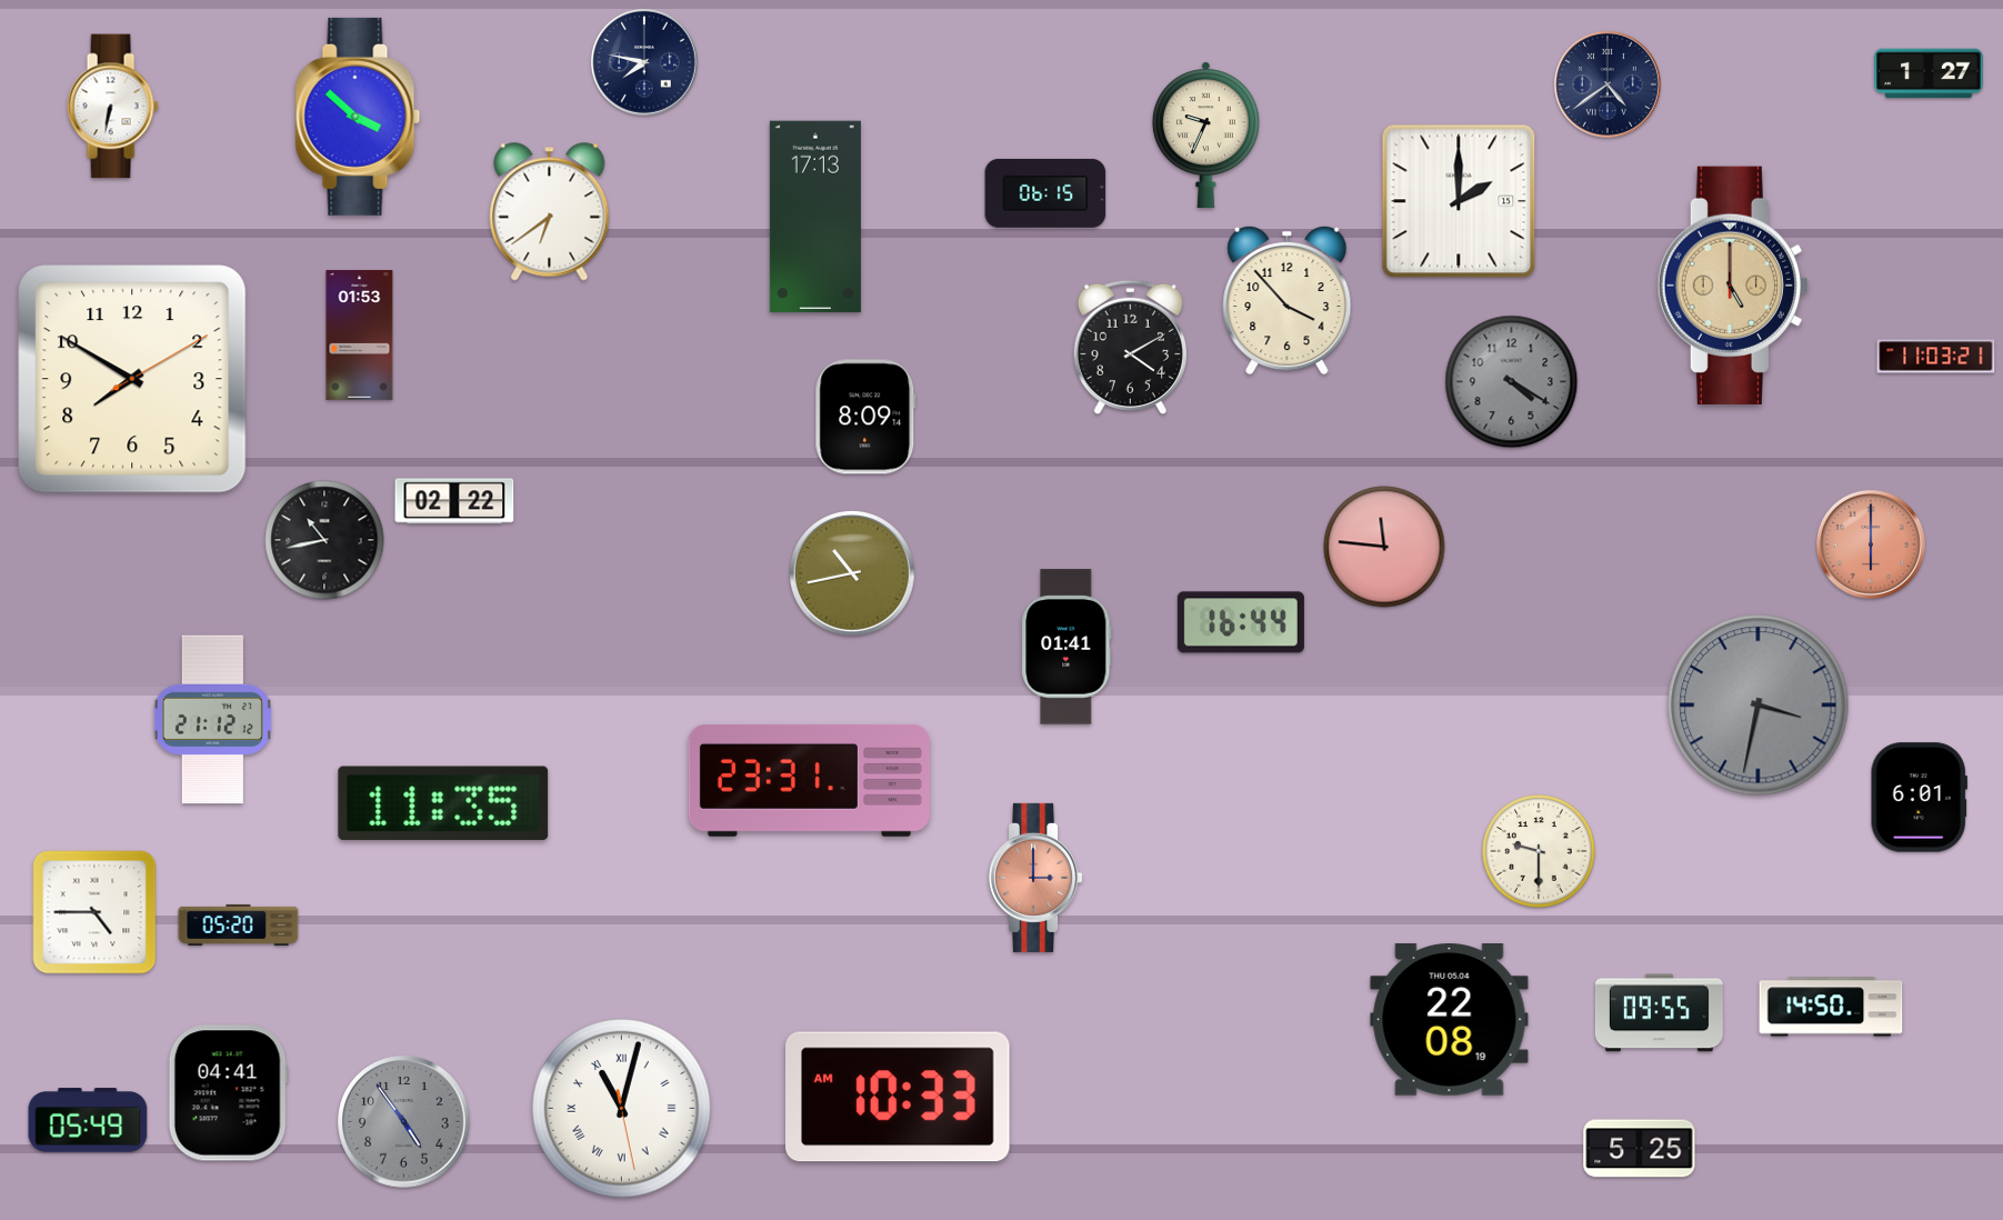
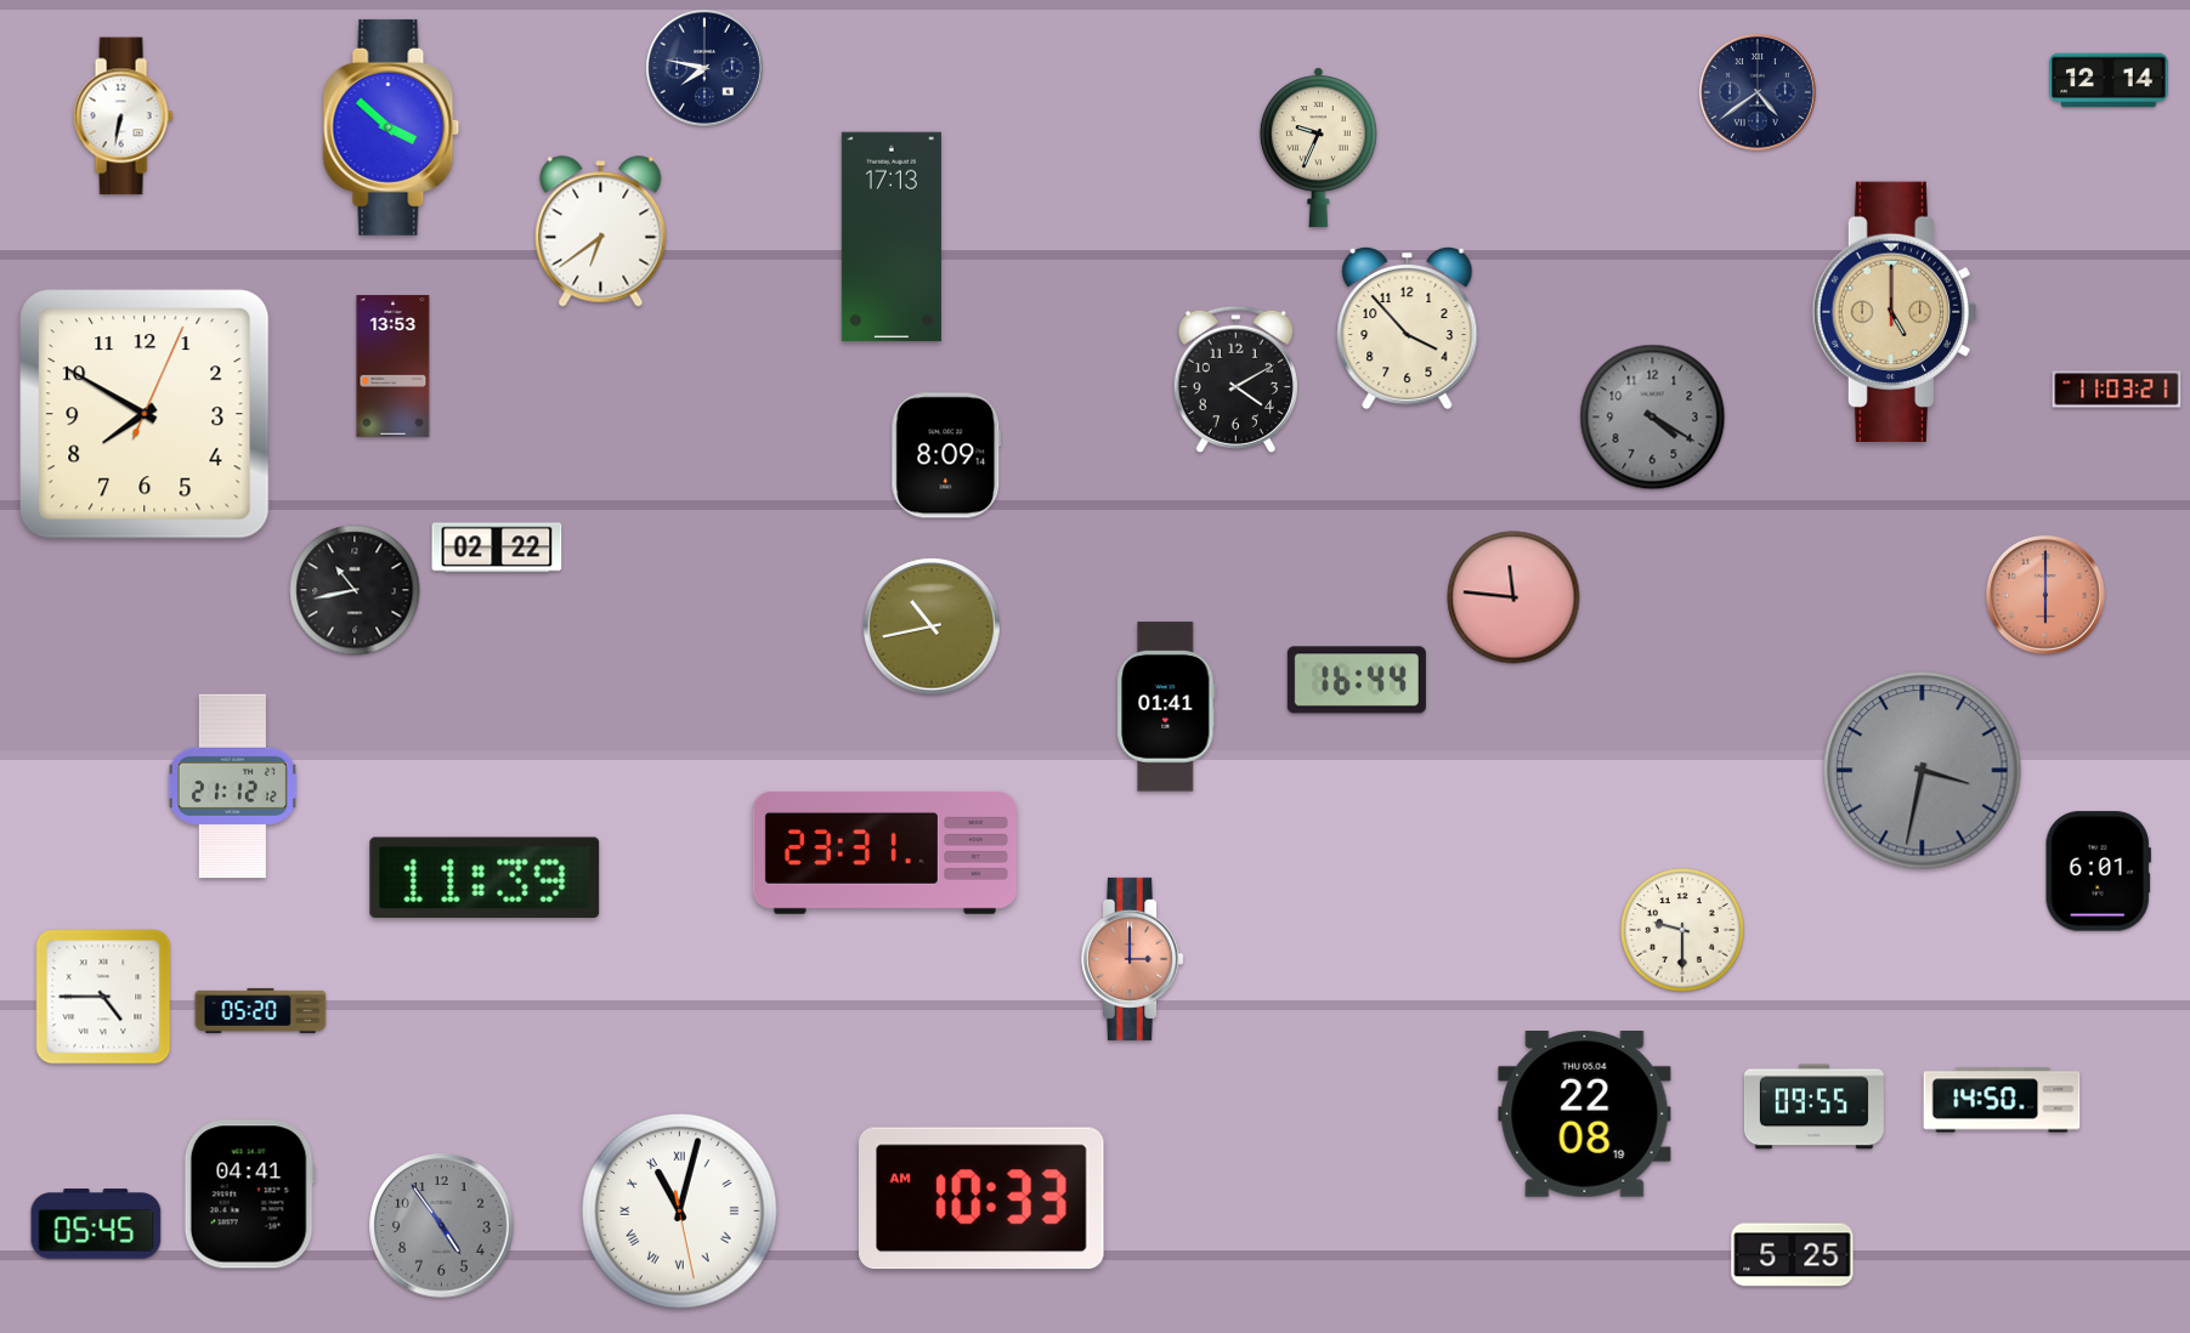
clock at (1929, 73): 1:27 -> 12:14
clock at (1045, 193): 06:15 -> none
clock at (1459, 201): 2:00 -> none
clock at (360, 336): 01:53 -> 13:53
clock at (132, 379): 7:50:10 -> 7:50:04
clock at (443, 802): 11:35 -> 11:39
clock at (88, 1120): 05:49 -> 05:45
